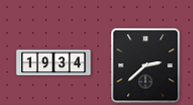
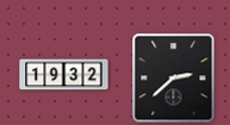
clock at (54, 63): 19:34 -> 19:32
